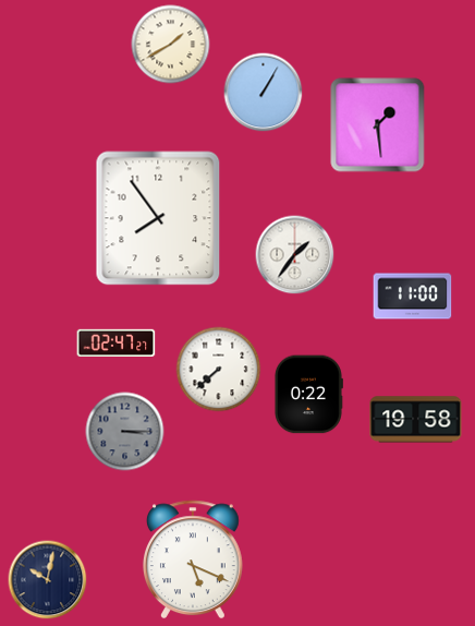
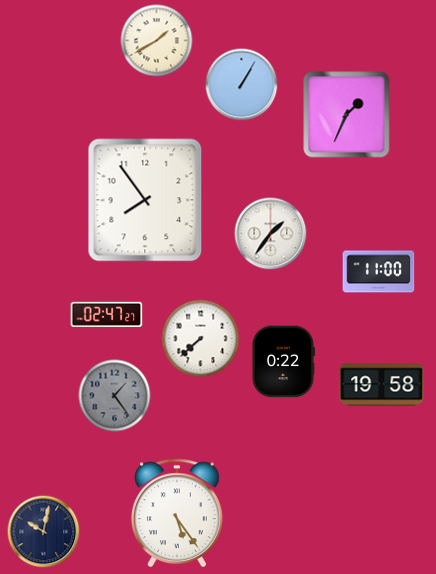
clock at (378, 125): 1:29 -> 1:34
clock at (125, 432): 3:15 -> 1:24
clock at (193, 559): 5:19 -> 5:24
